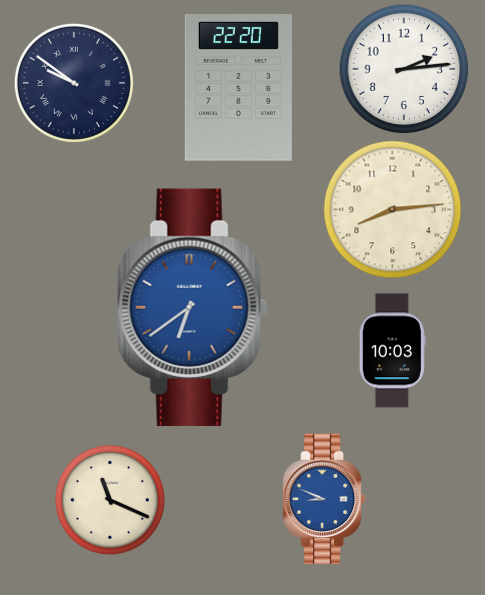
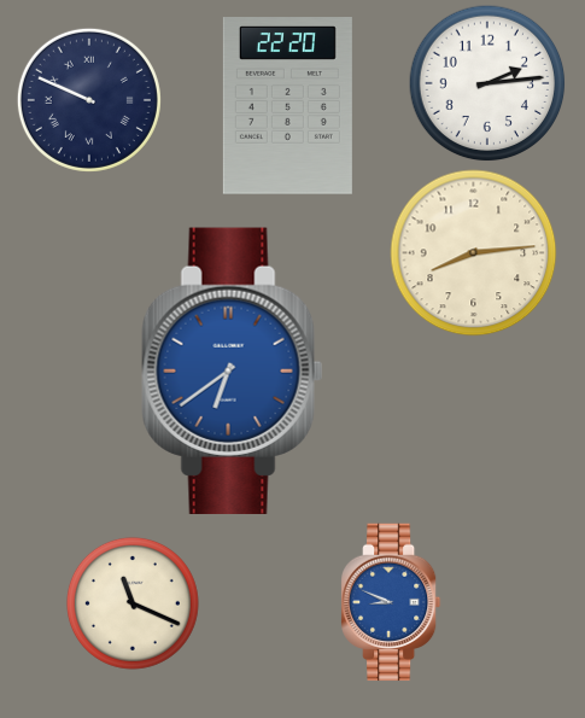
clock at (74, 83): 9:51 -> 9:49
clock at (392, 351): 10:03 -> none
